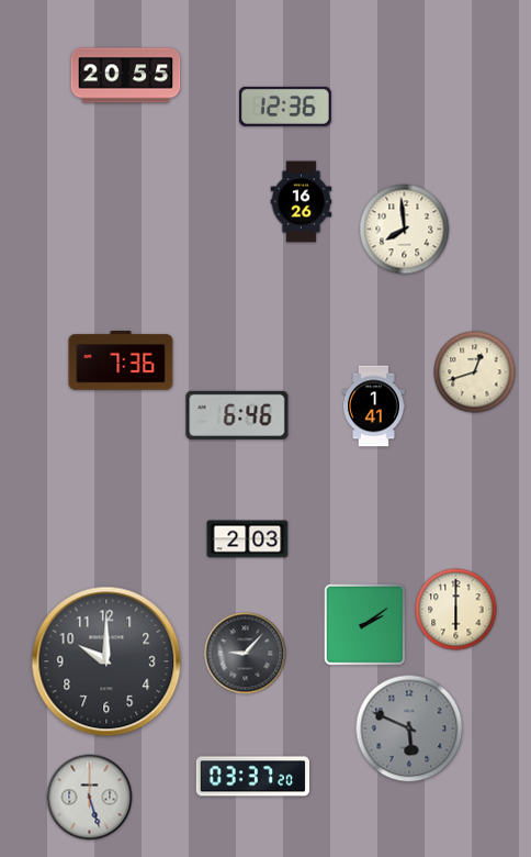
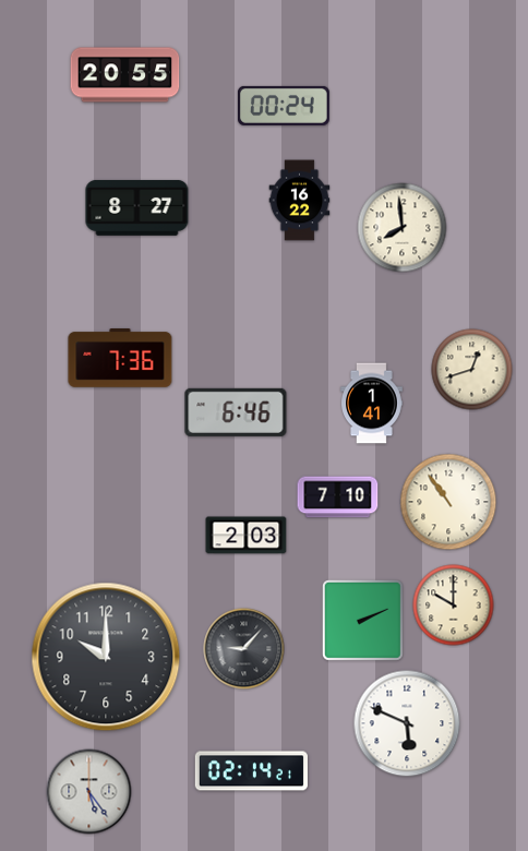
clock at (285, 107): 12:36 -> 00:24
clock at (302, 202): 16:26 -> 16:22
clock at (137, 208): none -> 8:27
clock at (338, 498): none -> 7:10
clock at (448, 502): none -> 10:54
clock at (456, 610): 6:00 -> 10:00
clock at (364, 624): 2:09 -> 2:11
clock at (409, 728) dial: grey -> white
clock at (252, 777): 03:37 -> 02:14
clock at (90, 798): 5:27 -> 5:24
